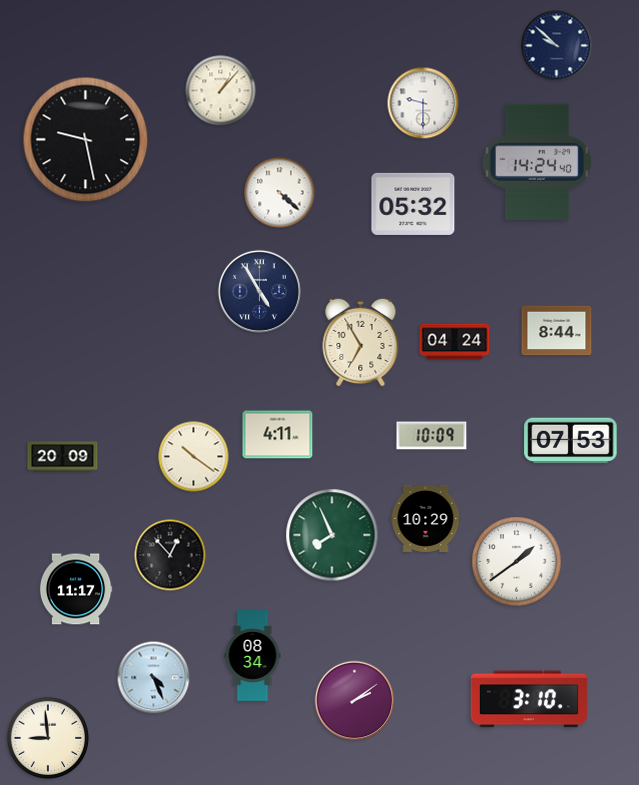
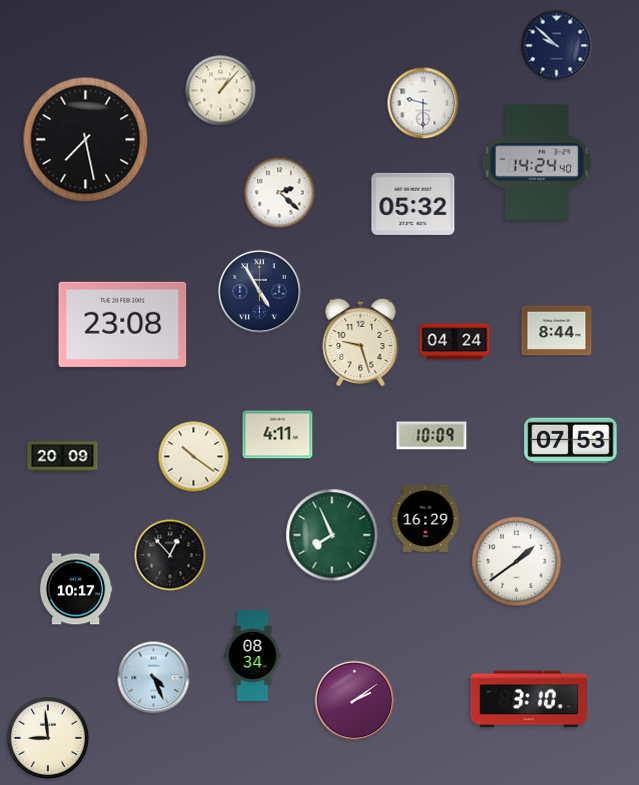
clock at (86, 140): 9:28 -> 7:28
clock at (280, 193): 4:22 -> 2:22
clock at (123, 324): none -> 23:08
clock at (361, 342): 6:55 -> 9:27
clock at (426, 518): 10:29 -> 16:29
clock at (76, 589): 11:17 -> 10:17
